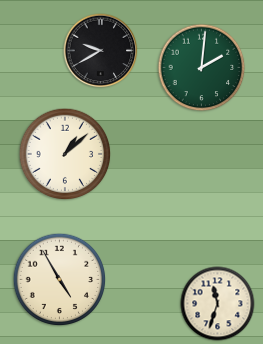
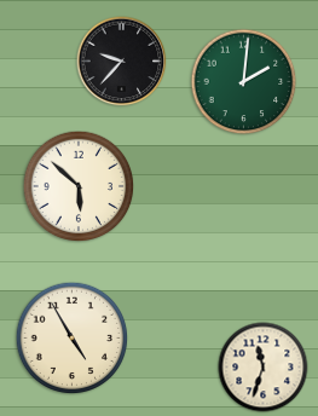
clock at (101, 51): 9:40 -> 9:37
clock at (65, 154): 1:08 -> 5:52
